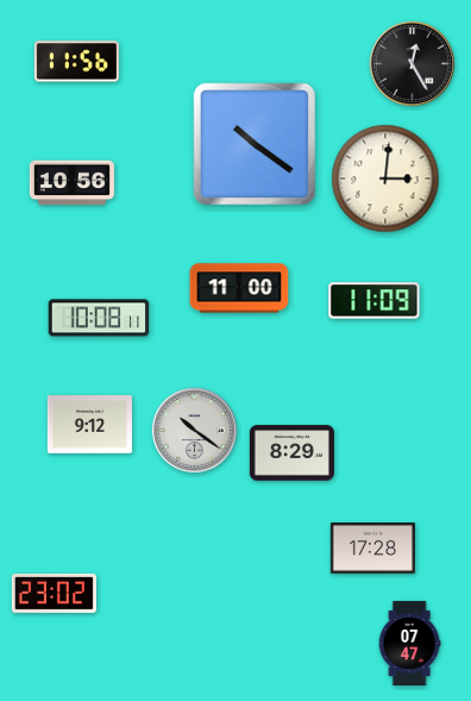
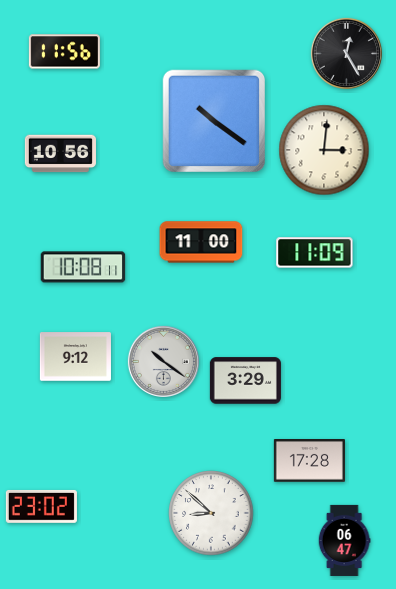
clock at (291, 453): 8:29 -> 3:29
clock at (372, 549) position: (372, 549) -> (309, 461)
clock at (54, 594) position: (54, 594) -> (41, 507)
clock at (211, 513): none -> 8:52
clock at (409, 643): 07:47 -> 06:47
